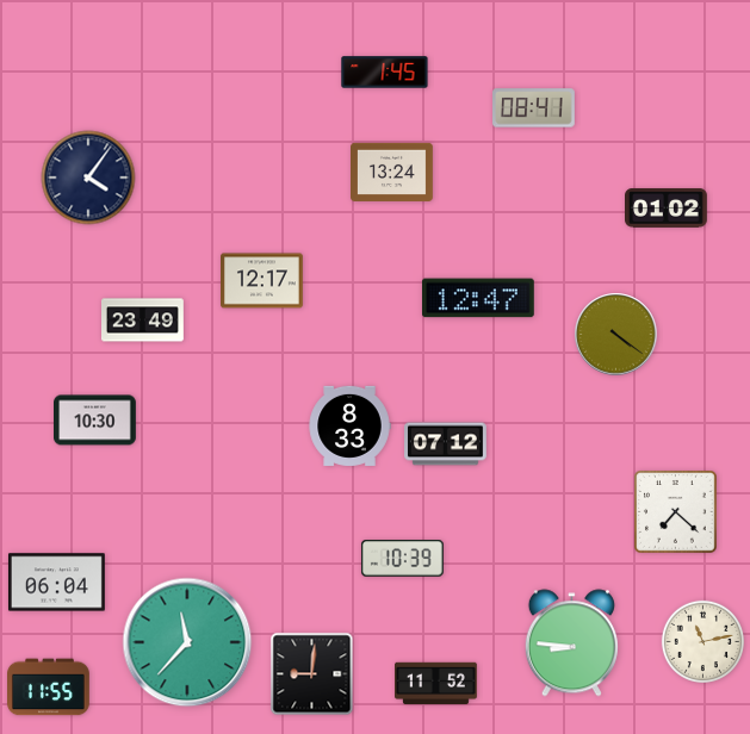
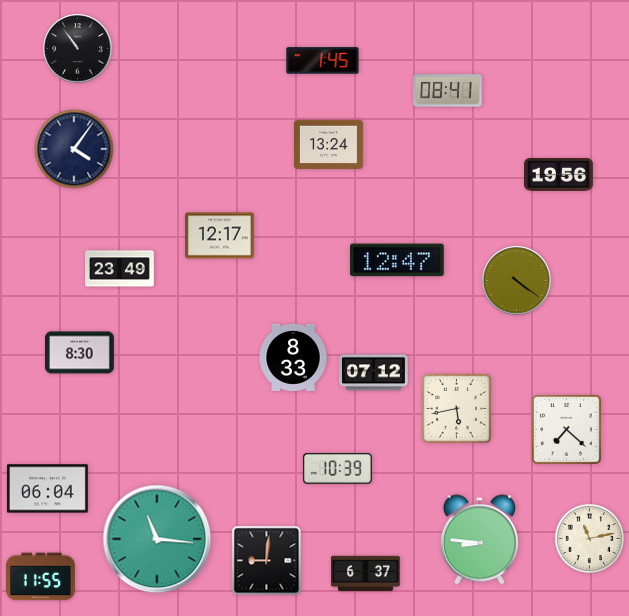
clock at (78, 49): none -> 10:54
clock at (667, 209): 01:02 -> 19:56
clock at (478, 298) position: (478, 298) -> (397, 260)
clock at (95, 421): 10:30 -> 8:30
clock at (457, 409): none -> 5:43
clock at (187, 642): 11:37 -> 11:16
clock at (312, 674) position: (312, 674) -> (267, 561)
clock at (436, 684): 11:52 -> 6:37
